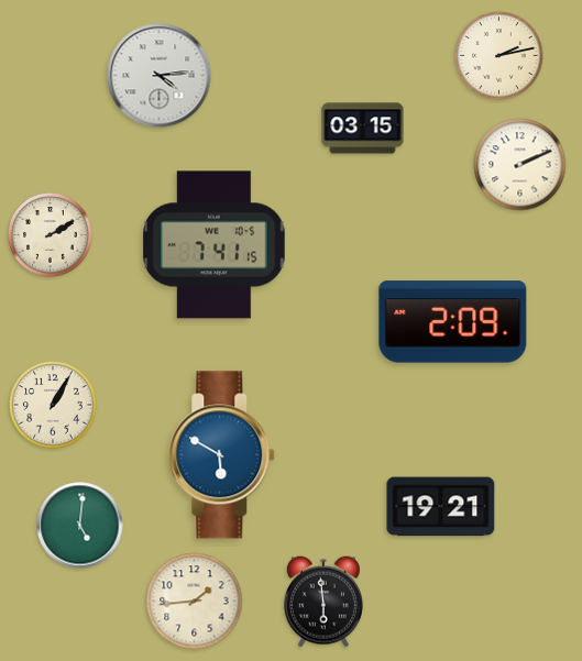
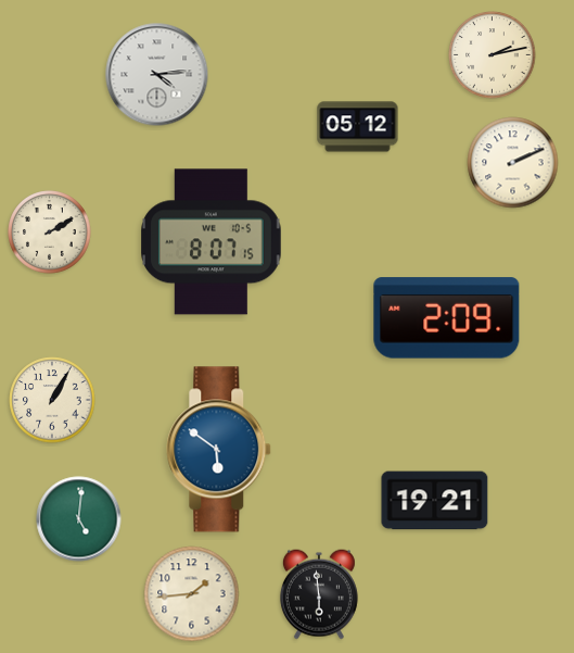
clock at (363, 129): 03:15 -> 05:12
clock at (215, 245): 7:41 -> 8:07
clock at (222, 455): 5:50 -> 5:51
